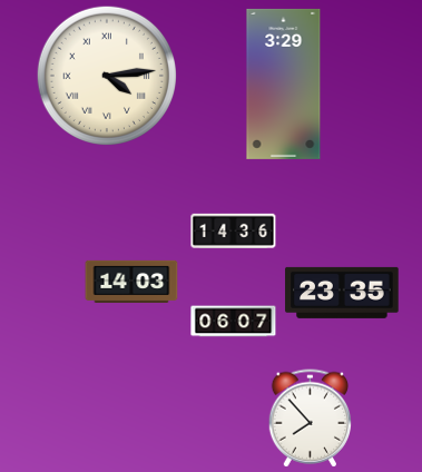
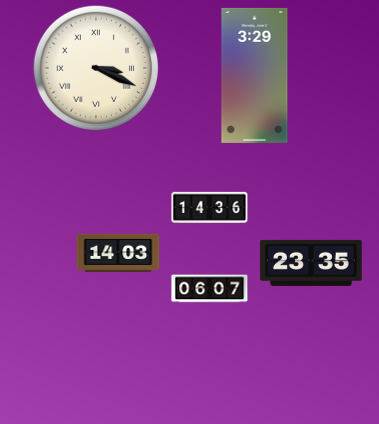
clock at (106, 75): 4:14 -> 3:19
clock at (342, 293) position: (342, 293) -> (311, 263)
clock at (311, 419): 7:53 -> none
